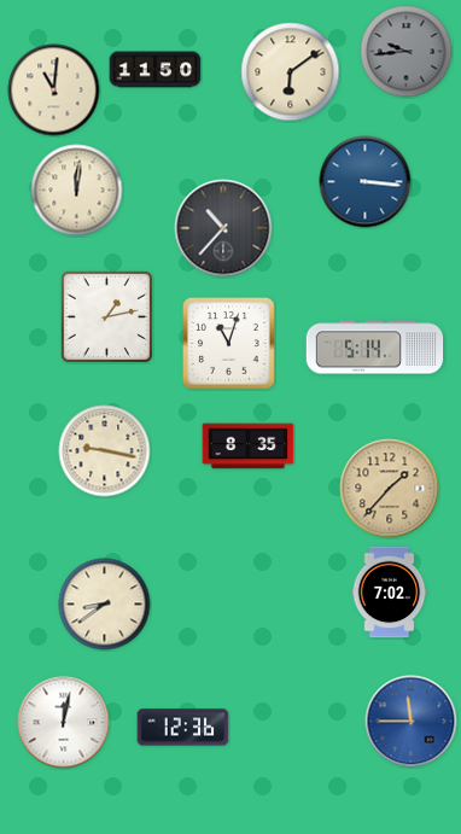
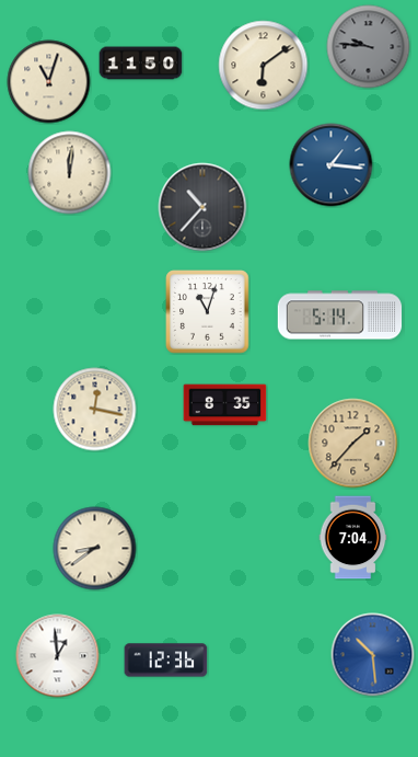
clock at (407, 52): 9:44 -> 9:46
clock at (54, 91): 11:01 -> 11:03
clock at (366, 182): 3:16 -> 1:16
clock at (106, 316): 1:13 -> none
clock at (105, 451): 9:17 -> 12:17
clock at (390, 593): 7:02 -> 7:04
clock at (412, 722): 11:45 -> 10:29
clock at (64, 723): 12:02 -> 12:59
